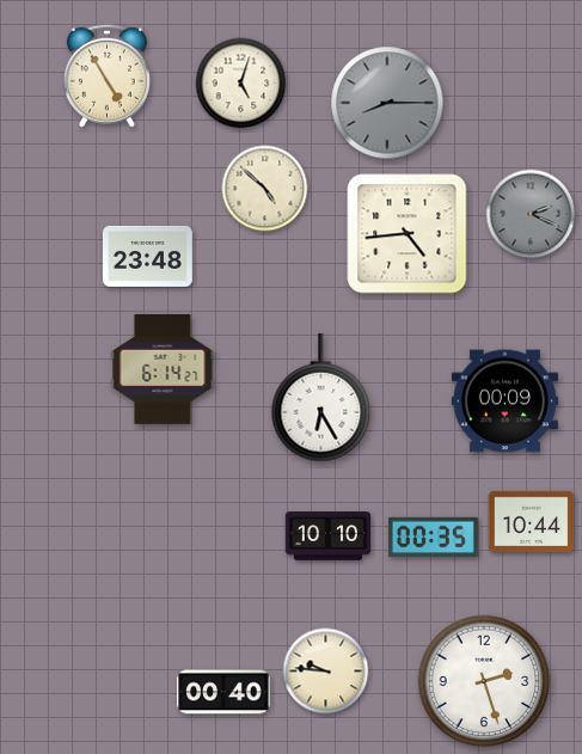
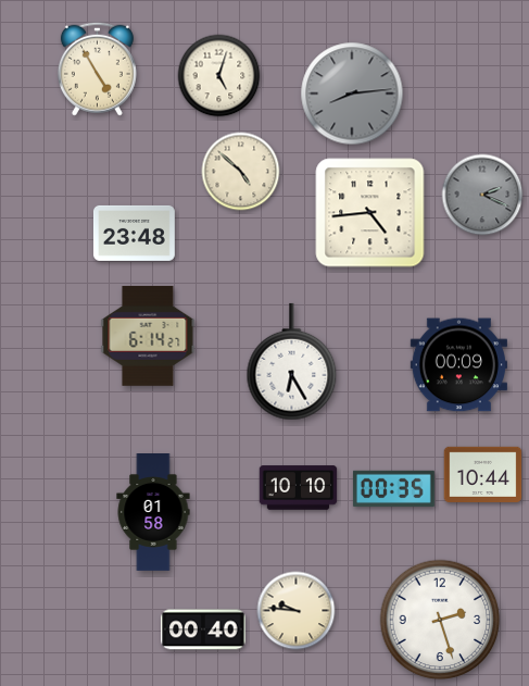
clock at (387, 103): 8:15 -> 8:14
clock at (153, 513): none -> 01:58
